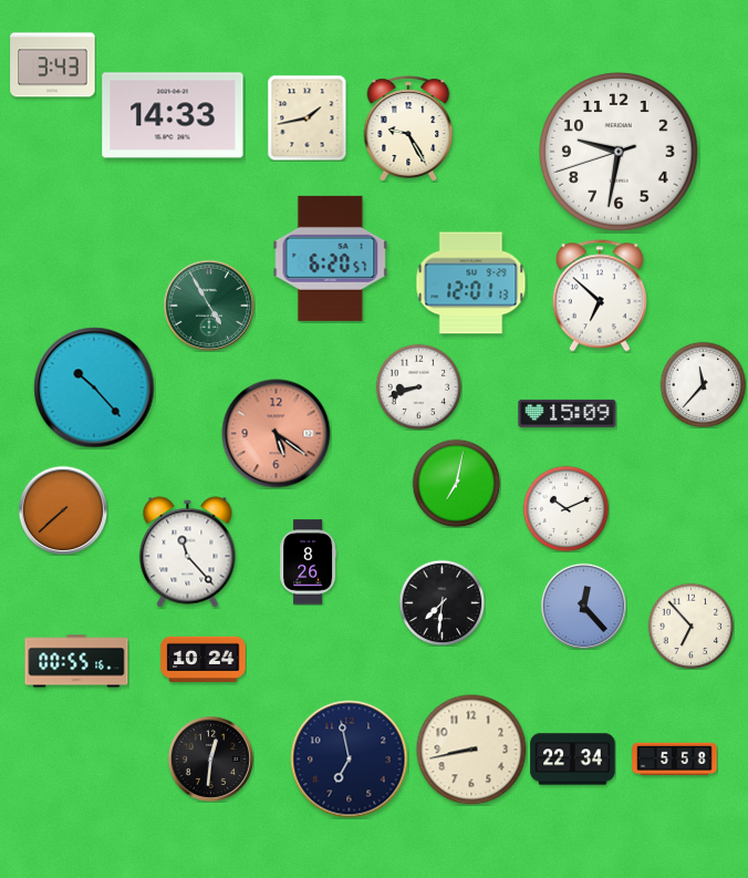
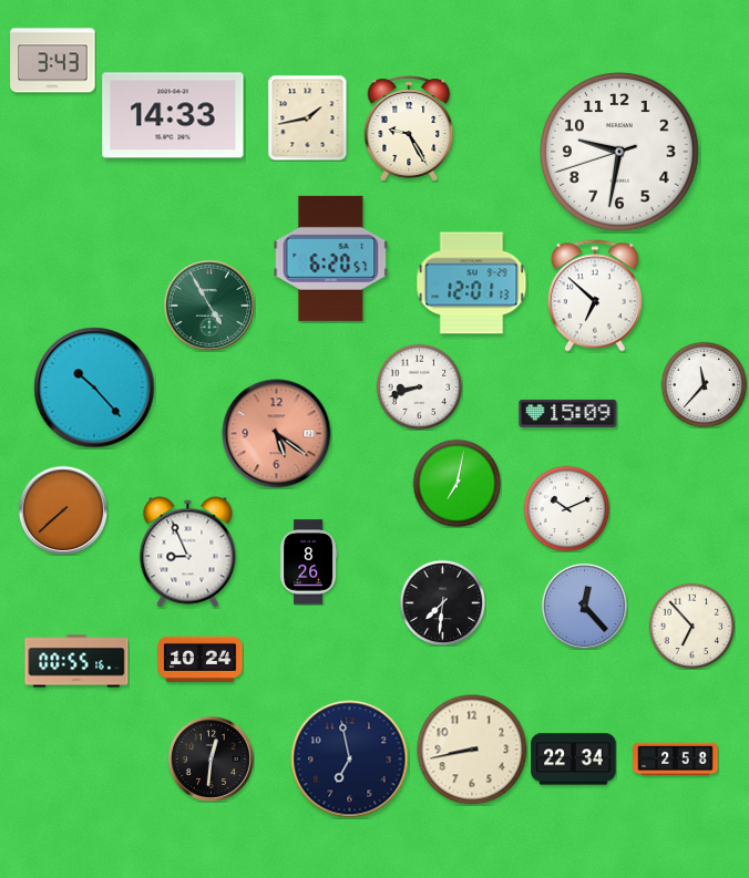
clock at (53, 65) position: (53, 65) -> (53, 61)
clock at (600, 296) position: (600, 296) -> (595, 296)
clock at (188, 552): 11:23 -> 8:56
clock at (204, 659) position: (204, 659) -> (201, 659)
clock at (675, 760): 5:58 -> 2:58
